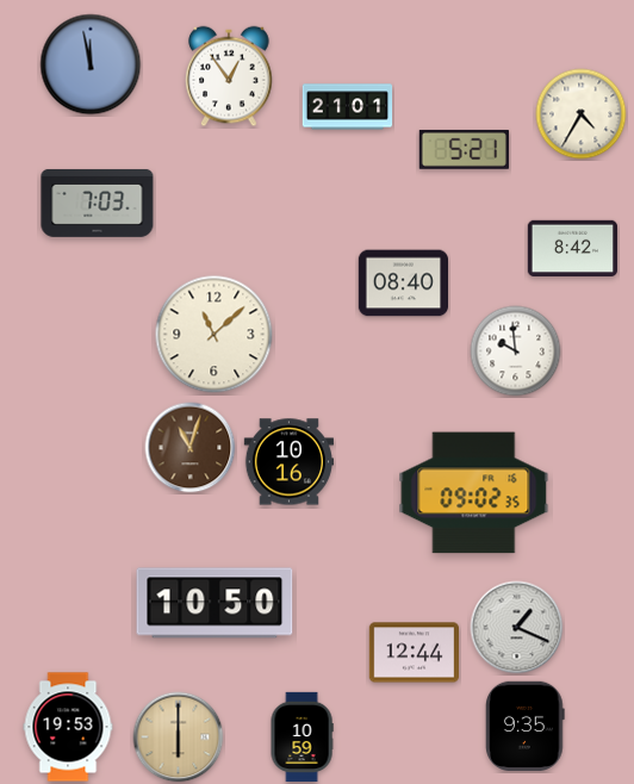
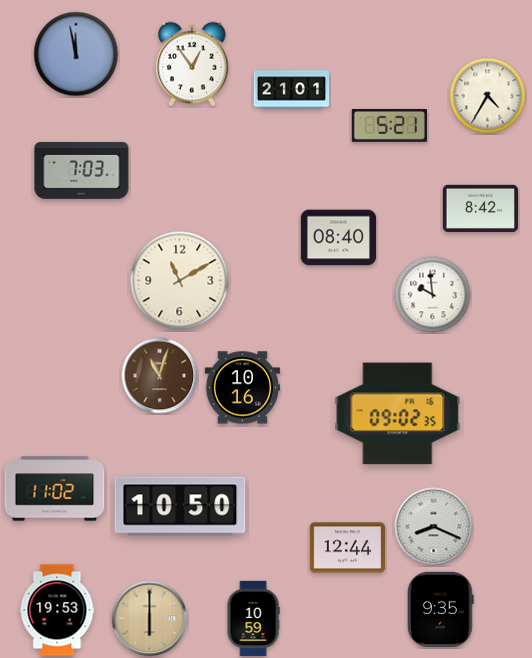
clock at (215, 335): 11:08 -> 11:10
clock at (55, 489): none -> 11:02
clock at (517, 628): 1:19 -> 8:19
